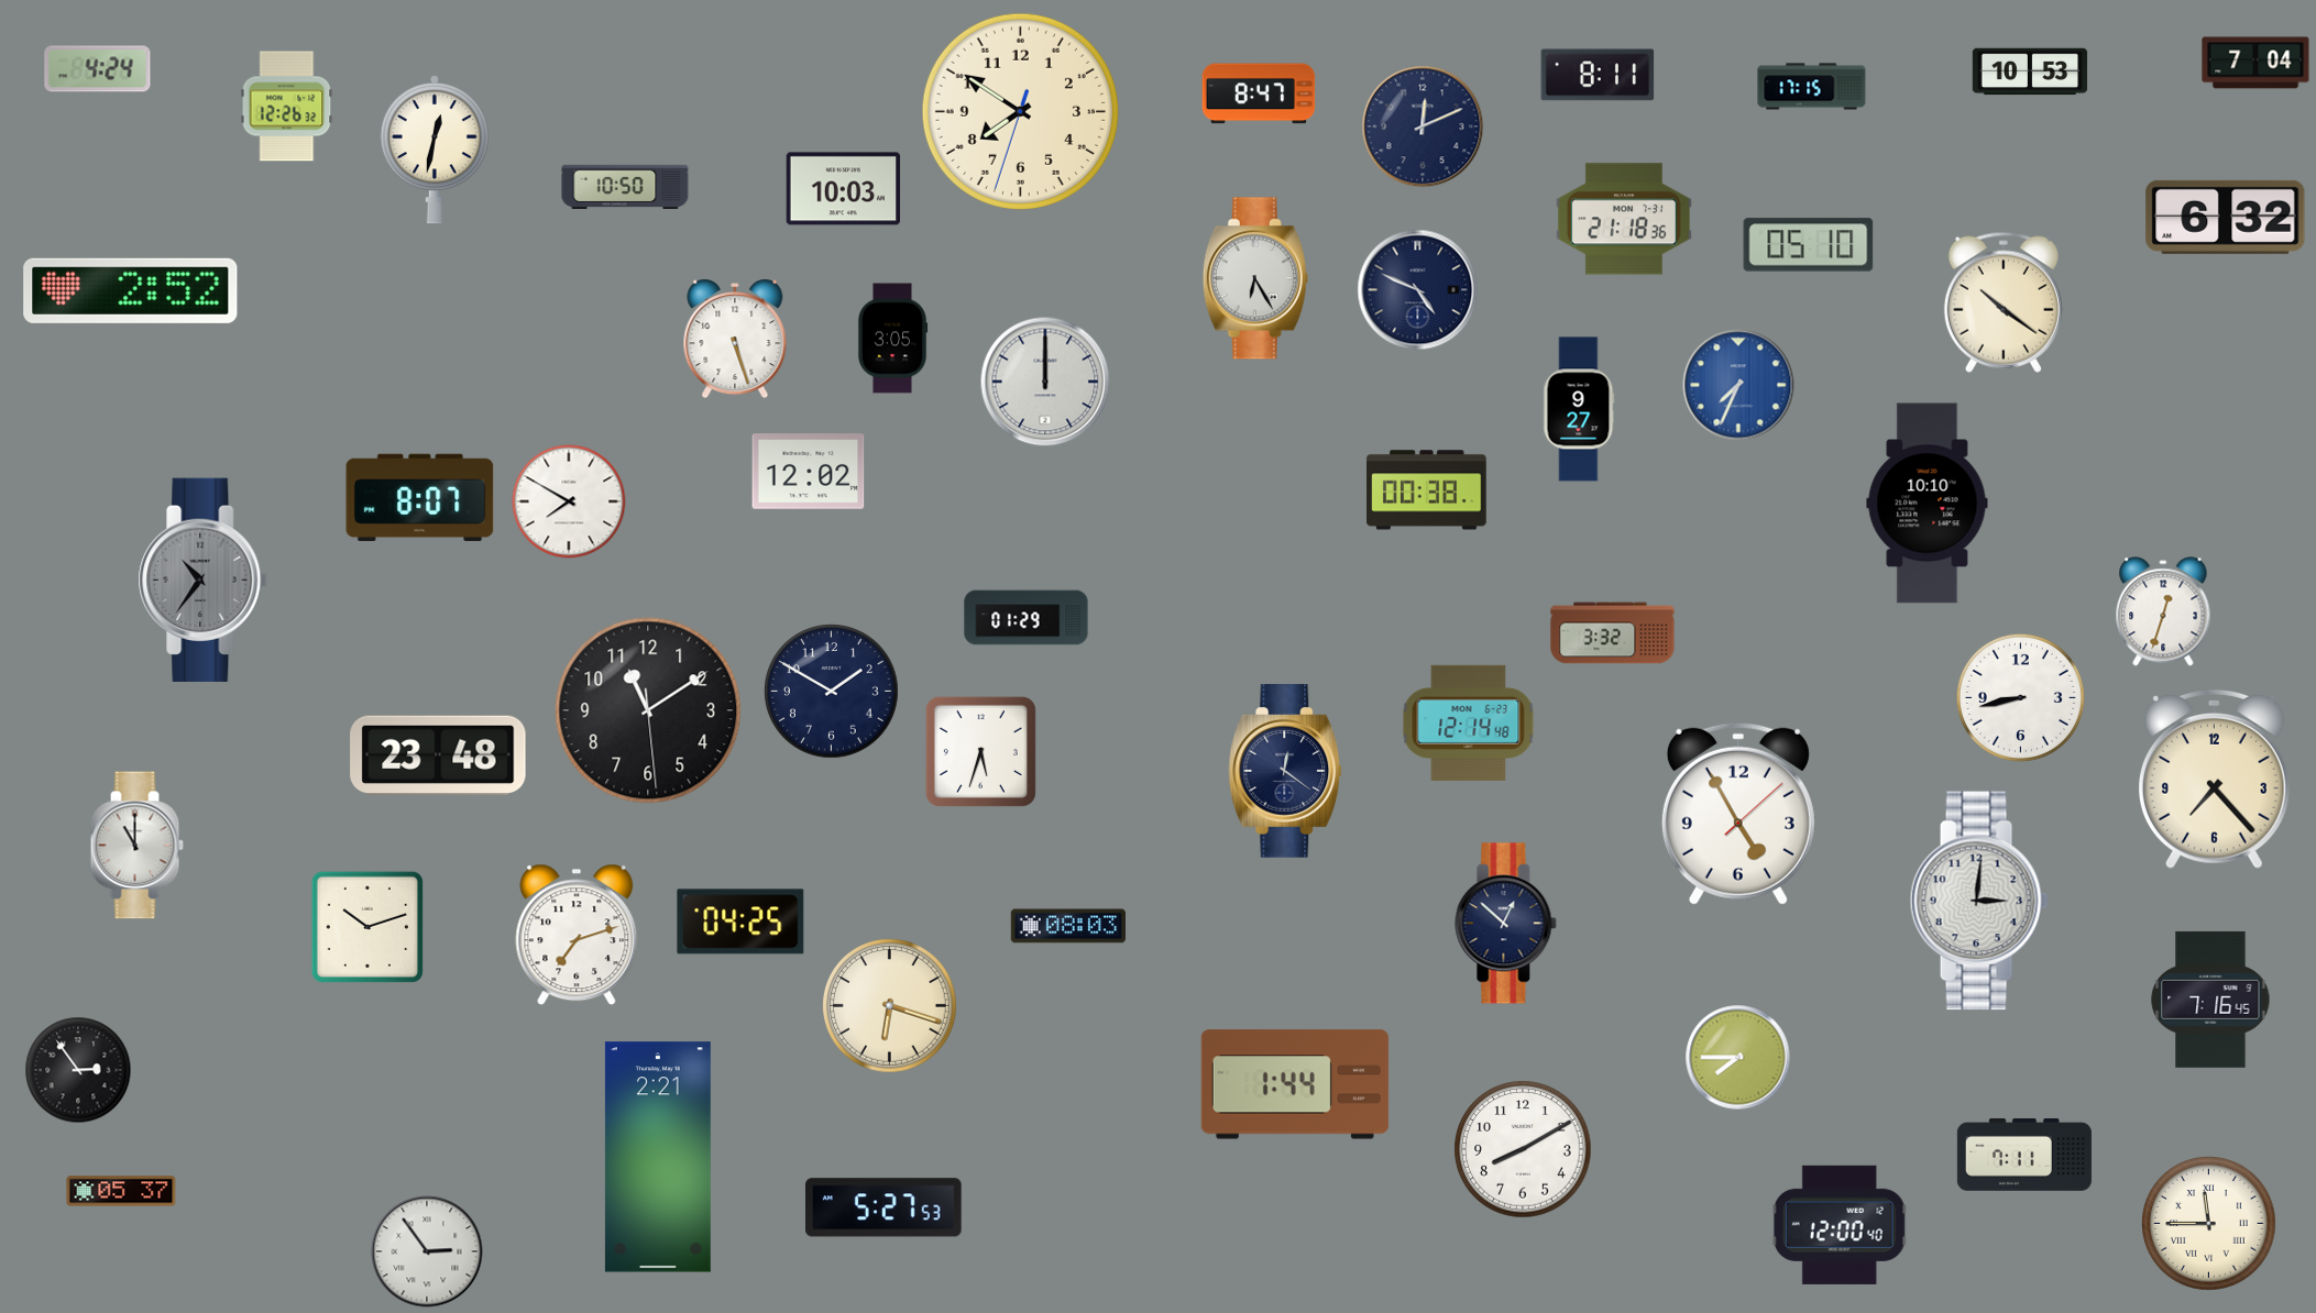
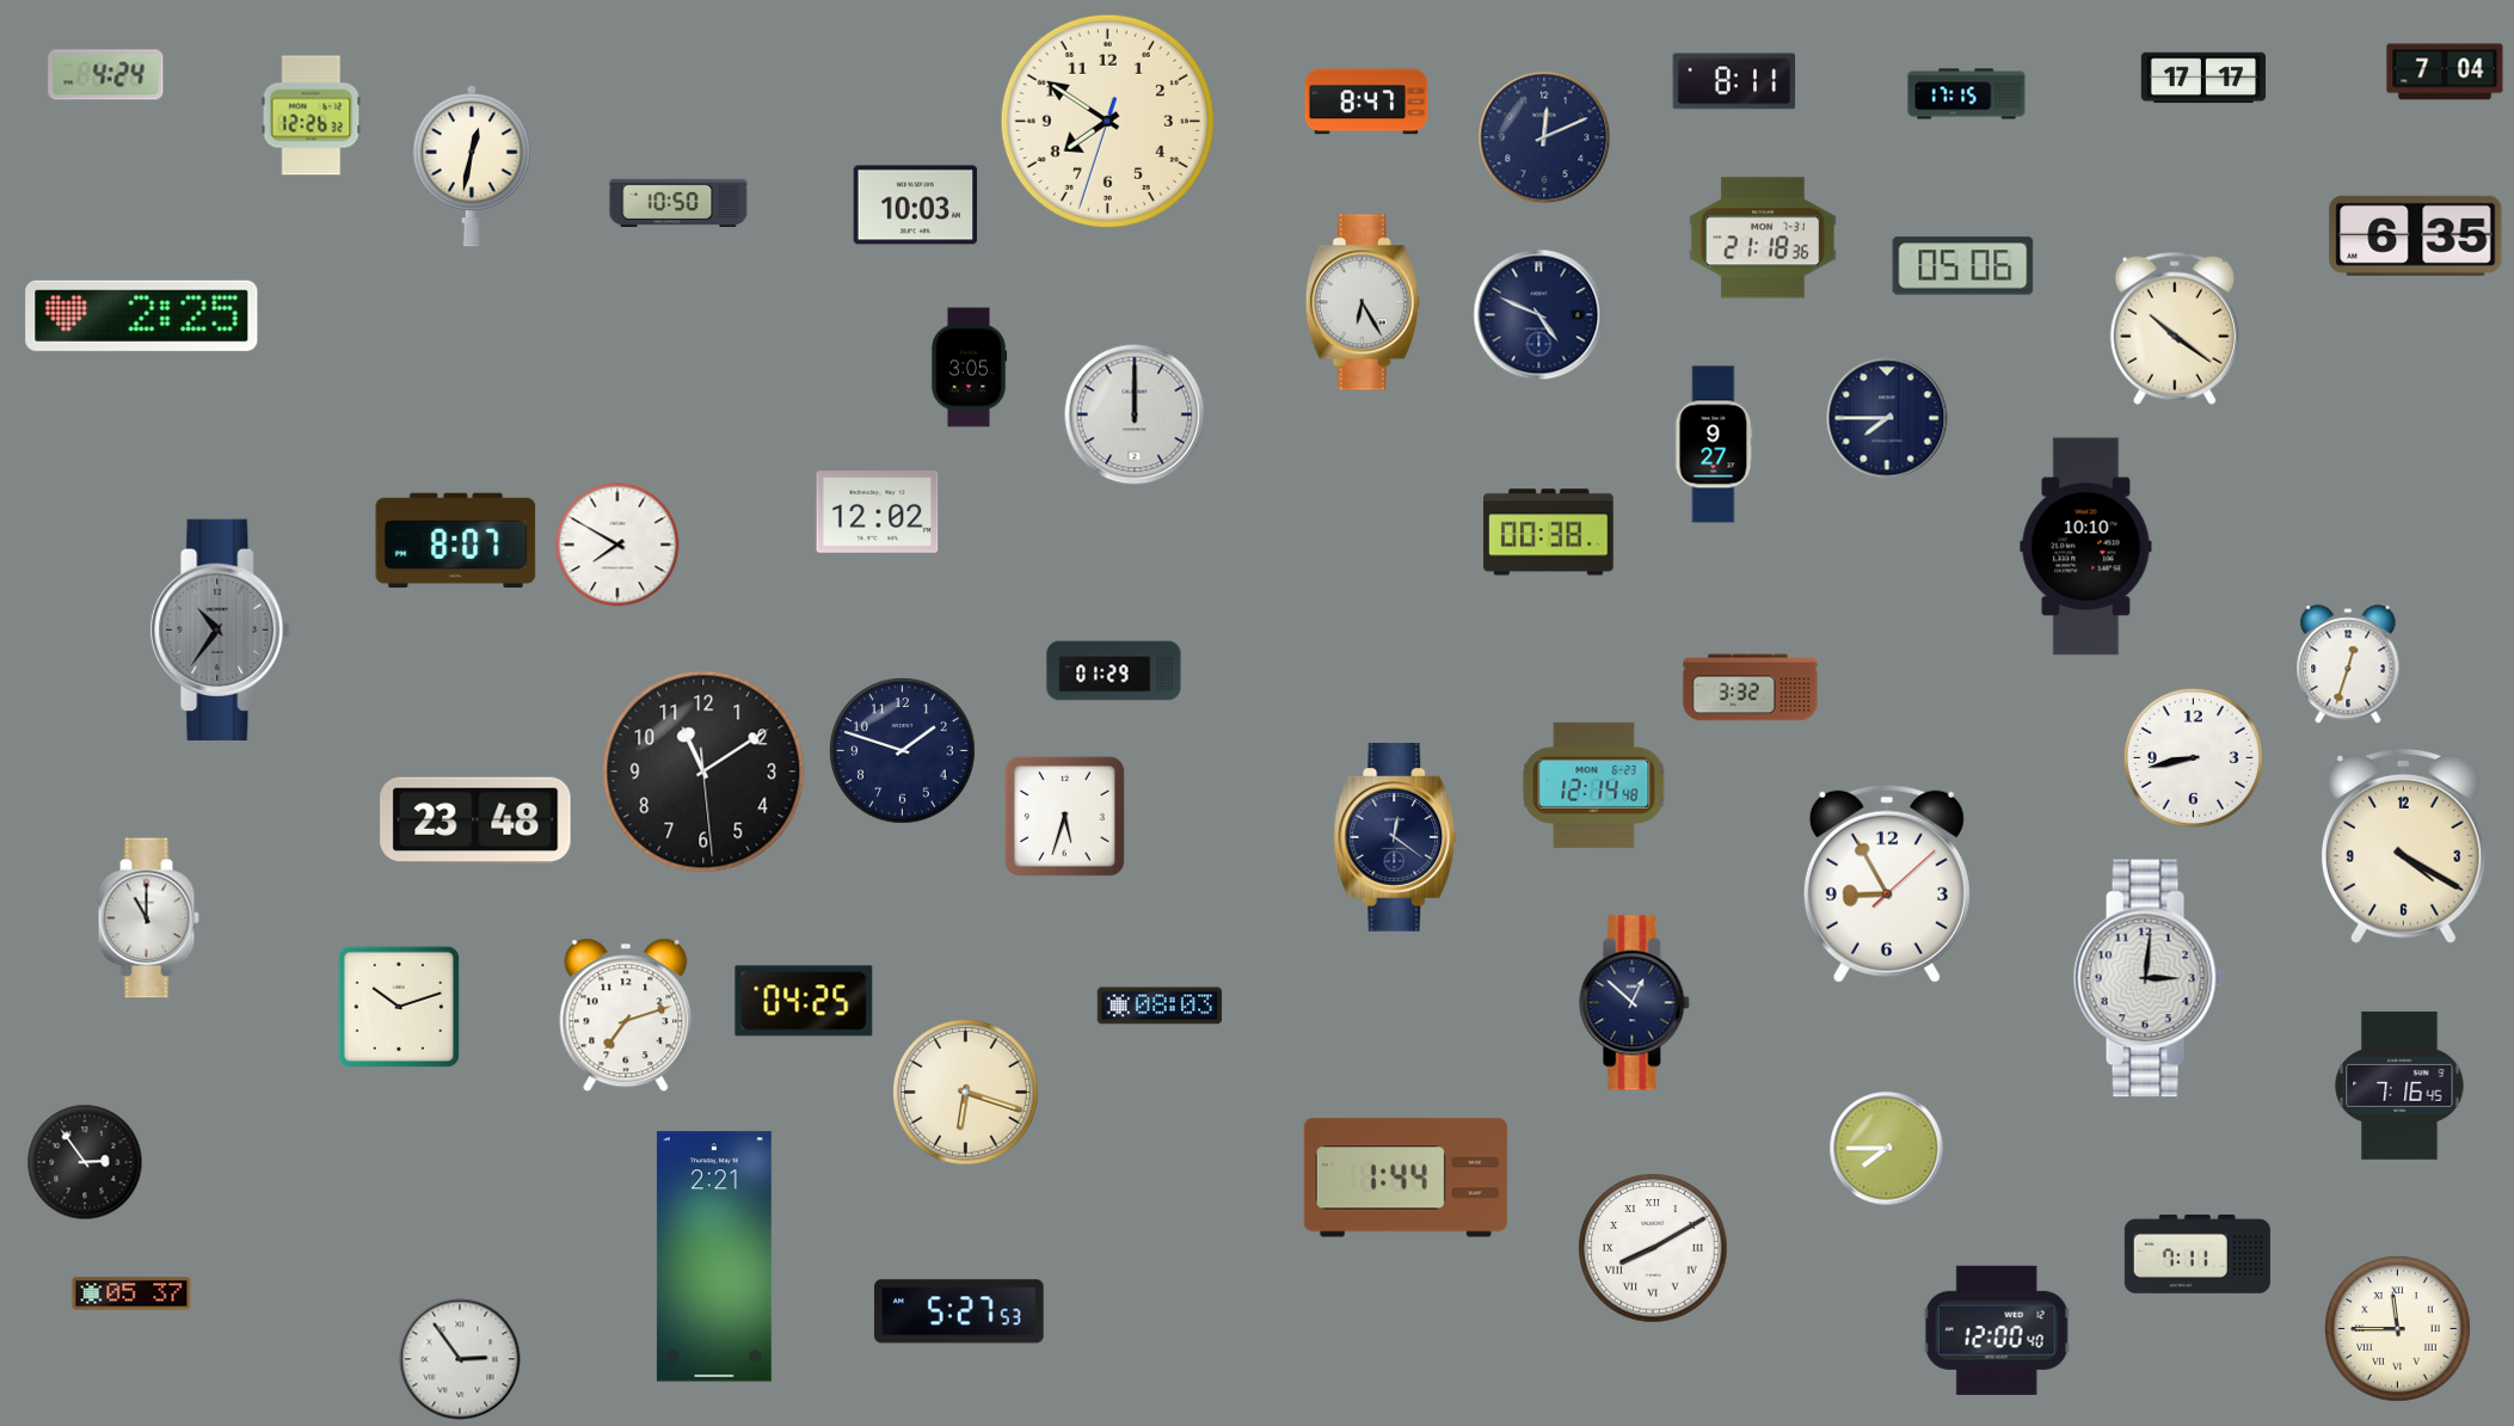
clock at (2255, 63) position: (2255, 63) -> (2445, 72)
clock at (2030, 71): 10:53 -> 17:17
clock at (435, 151) position: (435, 151) -> (472, 167)
clock at (2226, 217): 6:32 -> 6:35
clock at (1809, 245): 05:10 -> 05:06
clock at (131, 290): 2:52 -> 2:25
clock at (735, 339): 5:27 -> none
clock at (1738, 385): 7:34 -> 7:45
clock at (1738, 385) dial: blue -> navy
clock at (1928, 504) position: (1928, 504) -> (2086, 547)
clock at (832, 692): 1:50 -> 1:48
clock at (2214, 779): 7:23 -> 4:20
clock at (1738, 814): 4:55 -> 8:55
clock at (1523, 1149) numerals: Arabic -> Roman
clock at (427, 1251) position: (427, 1251) -> (460, 1359)
